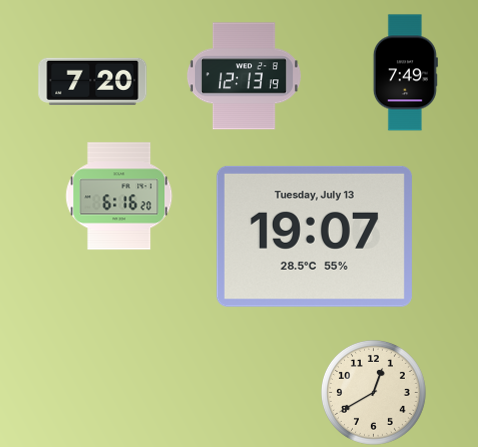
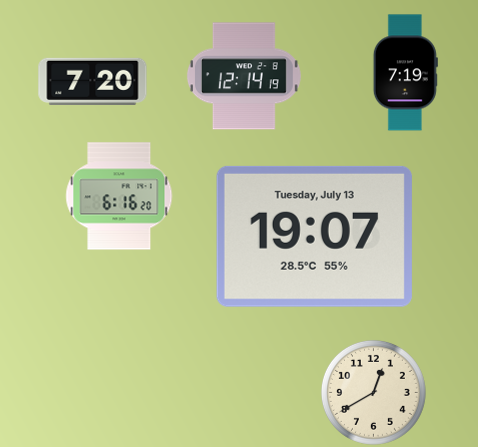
clock at (405, 73): 7:49 -> 7:19
clock at (244, 76): 12:13 -> 12:14
